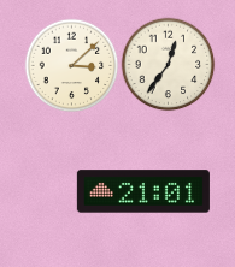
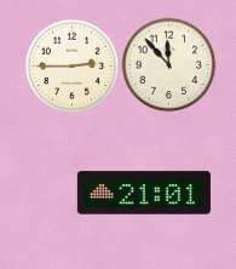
clock at (168, 64): 12:36 -> 11:53
clock at (71, 65): 3:08 -> 2:45
